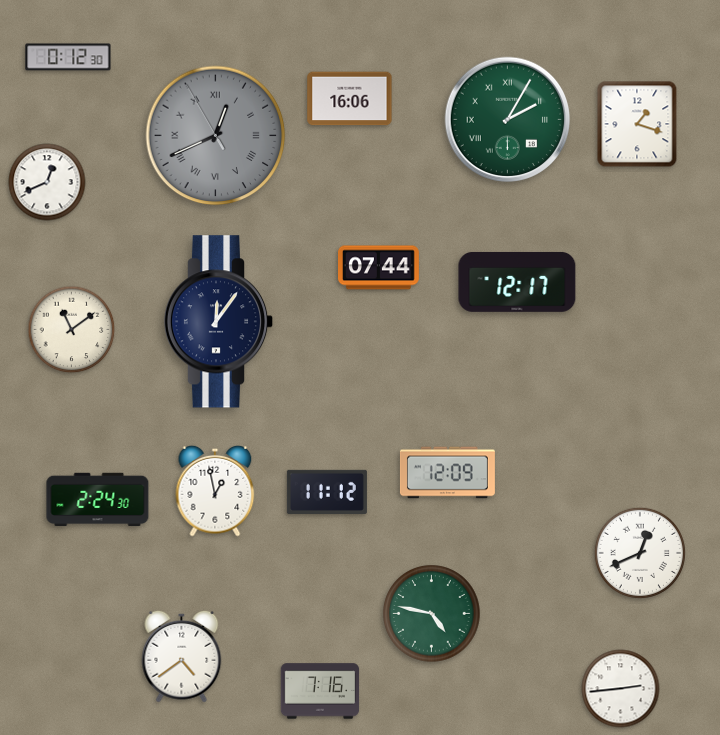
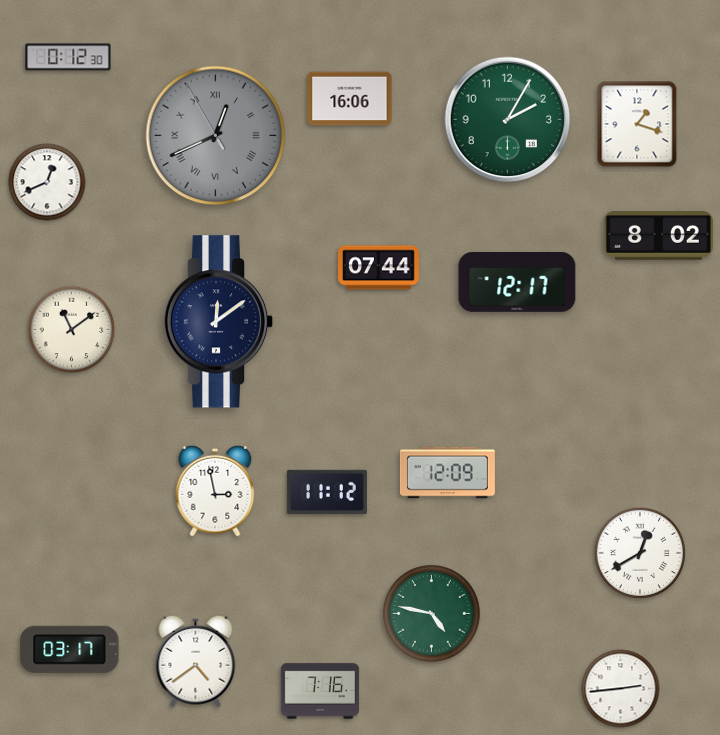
clock at (508, 120) numerals: Roman -> Arabic
clock at (658, 236): none -> 8:02
clock at (219, 322): 12:06 -> 12:09
clock at (215, 491): 12:58 -> 2:58
clock at (98, 500): 2:24 -> none
clock at (640, 553): 12:41 -> 12:40
clock at (70, 649): none -> 03:17
clock at (182, 656) position: (182, 656) -> (196, 661)
